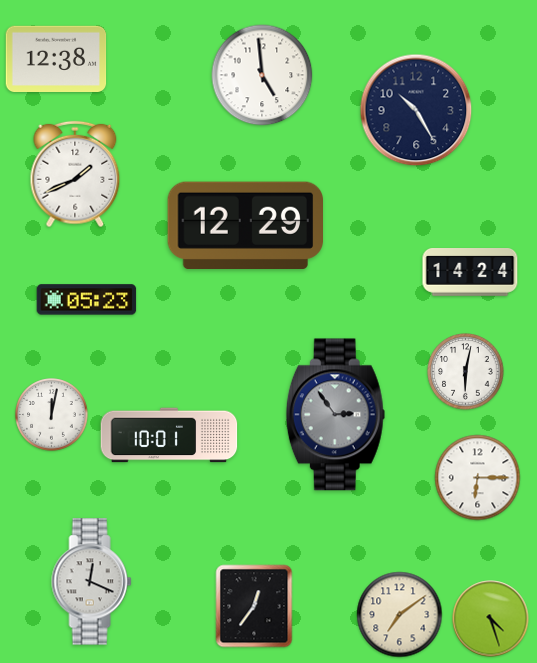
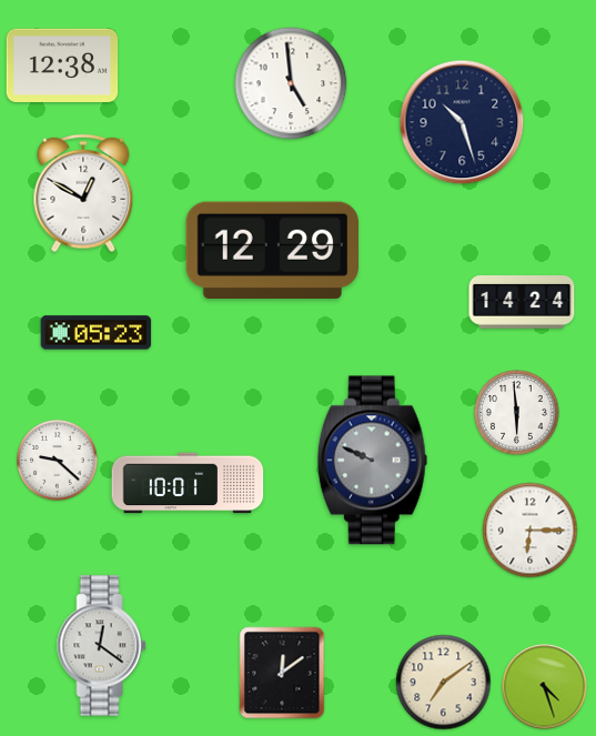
clock at (416, 110): 10:25 -> 10:27
clock at (75, 174): 1:41 -> 12:50
clock at (466, 372): 6:02 -> 5:59
clock at (52, 415): 12:02 -> 9:22
clock at (335, 415): 2:54 -> 9:49
clock at (92, 582): 12:19 -> 12:21
clock at (254, 606): 12:36 -> 12:09
